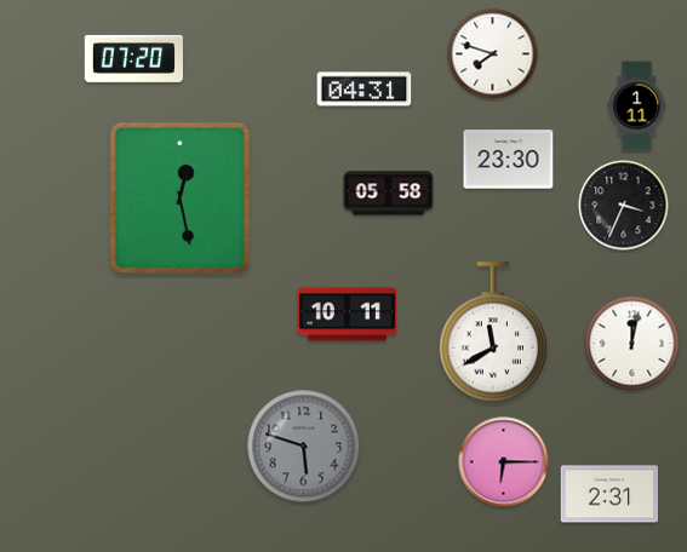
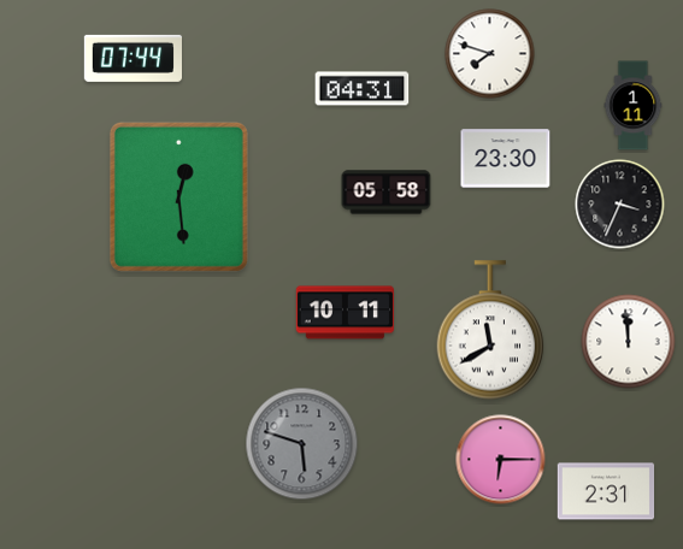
clock at (133, 58): 07:20 -> 07:44
clock at (179, 197): 12:28 -> 12:29
clock at (632, 344): 12:02 -> 11:59
